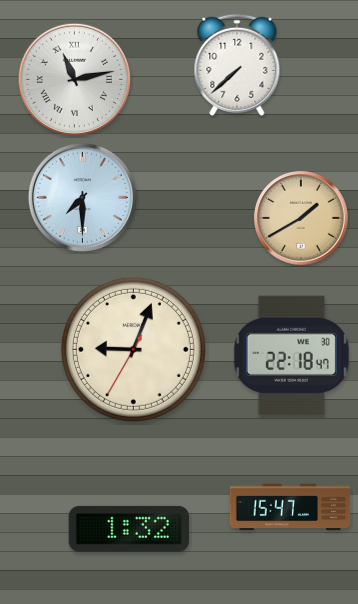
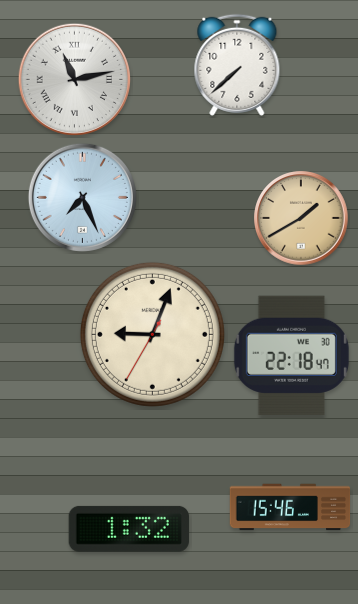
clock at (82, 197): 7:30 -> 7:26
clock at (133, 349) position: (133, 349) -> (152, 334)
clock at (290, 507): 15:47 -> 15:46
